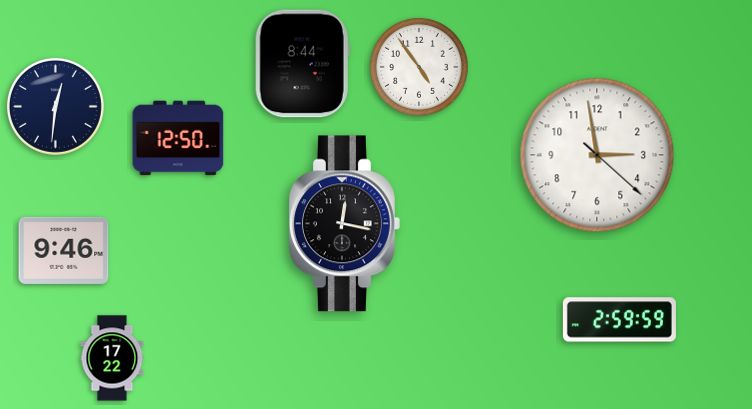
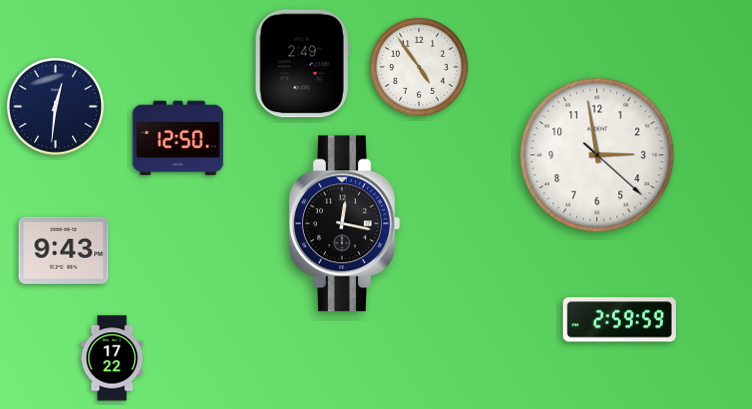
clock at (302, 64): 8:44 -> 2:49
clock at (64, 250): 9:46 -> 9:43
